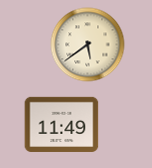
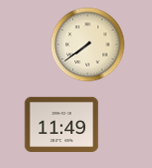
clock at (88, 45): 5:39 -> 7:39
